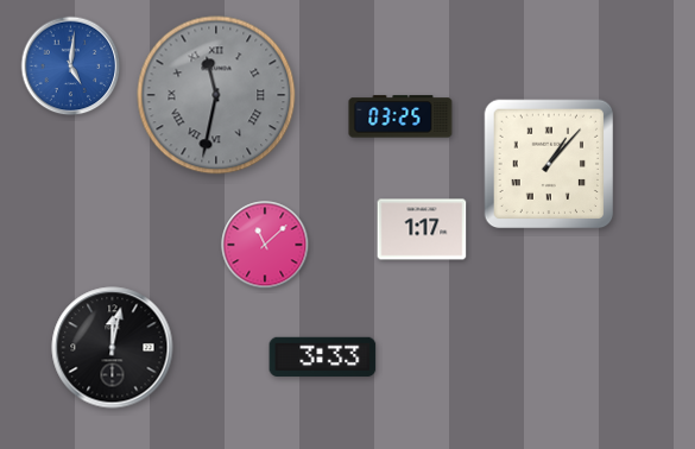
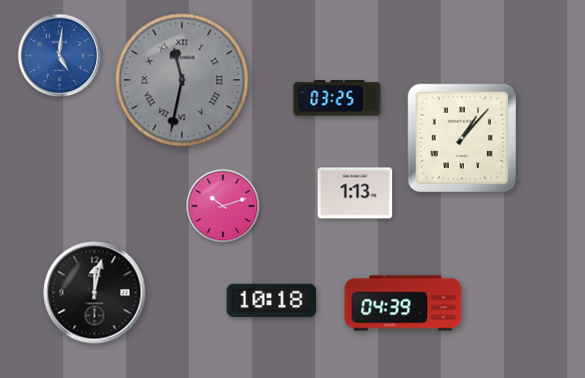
clock at (422, 229): 1:17 -> 1:13
clock at (265, 245): 11:08 -> 10:12
clock at (323, 356): 3:33 -> 10:18
clock at (403, 303): none -> 04:39
